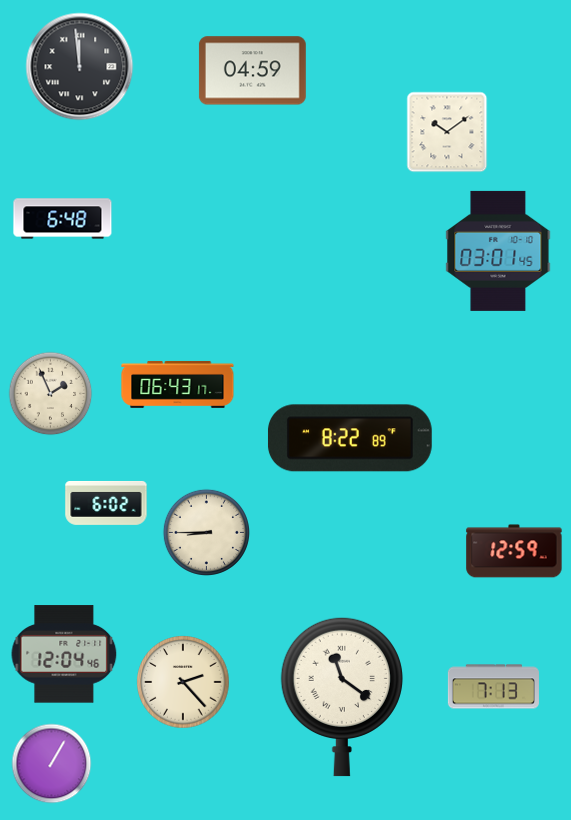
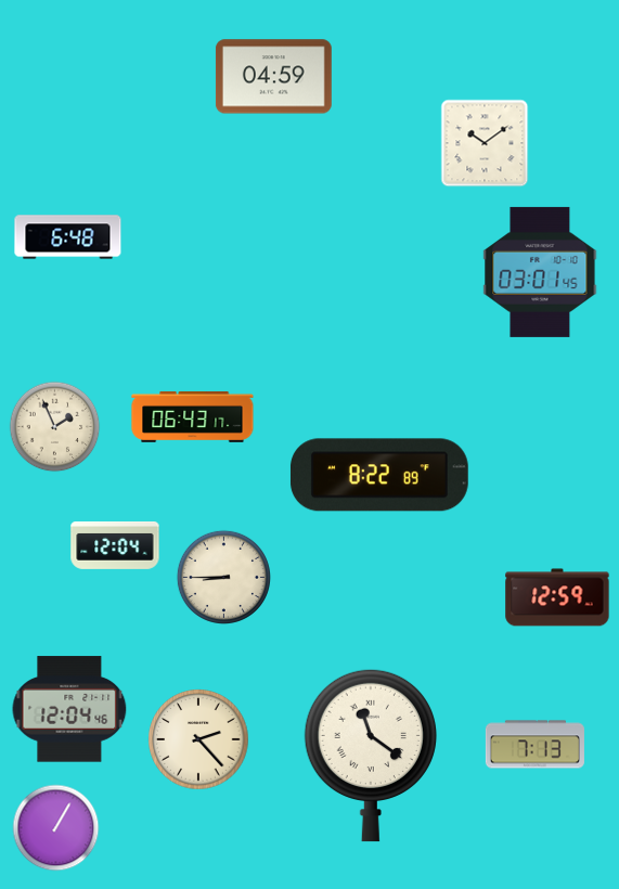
clock at (80, 67): 11:59 -> none
clock at (106, 503): 6:02 -> 12:04
